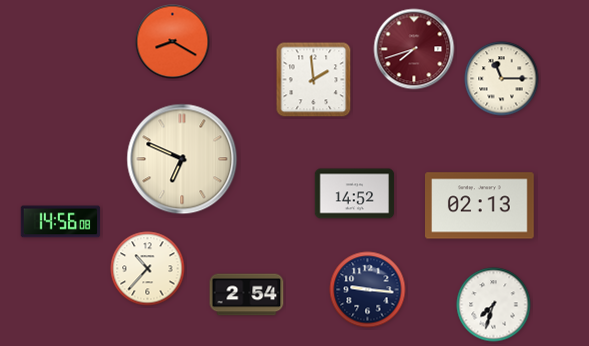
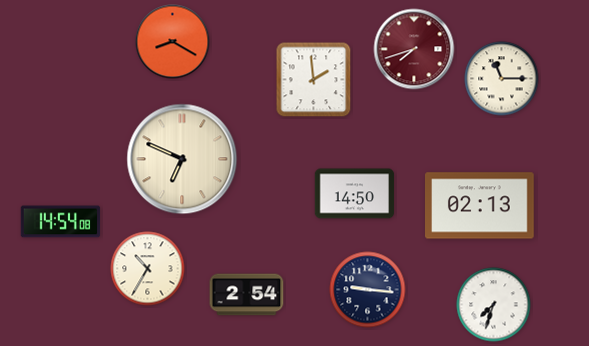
clock at (355, 194): 14:52 -> 14:50
clock at (61, 222): 14:56 -> 14:54
clock at (148, 269): 10:37 -> 10:35
